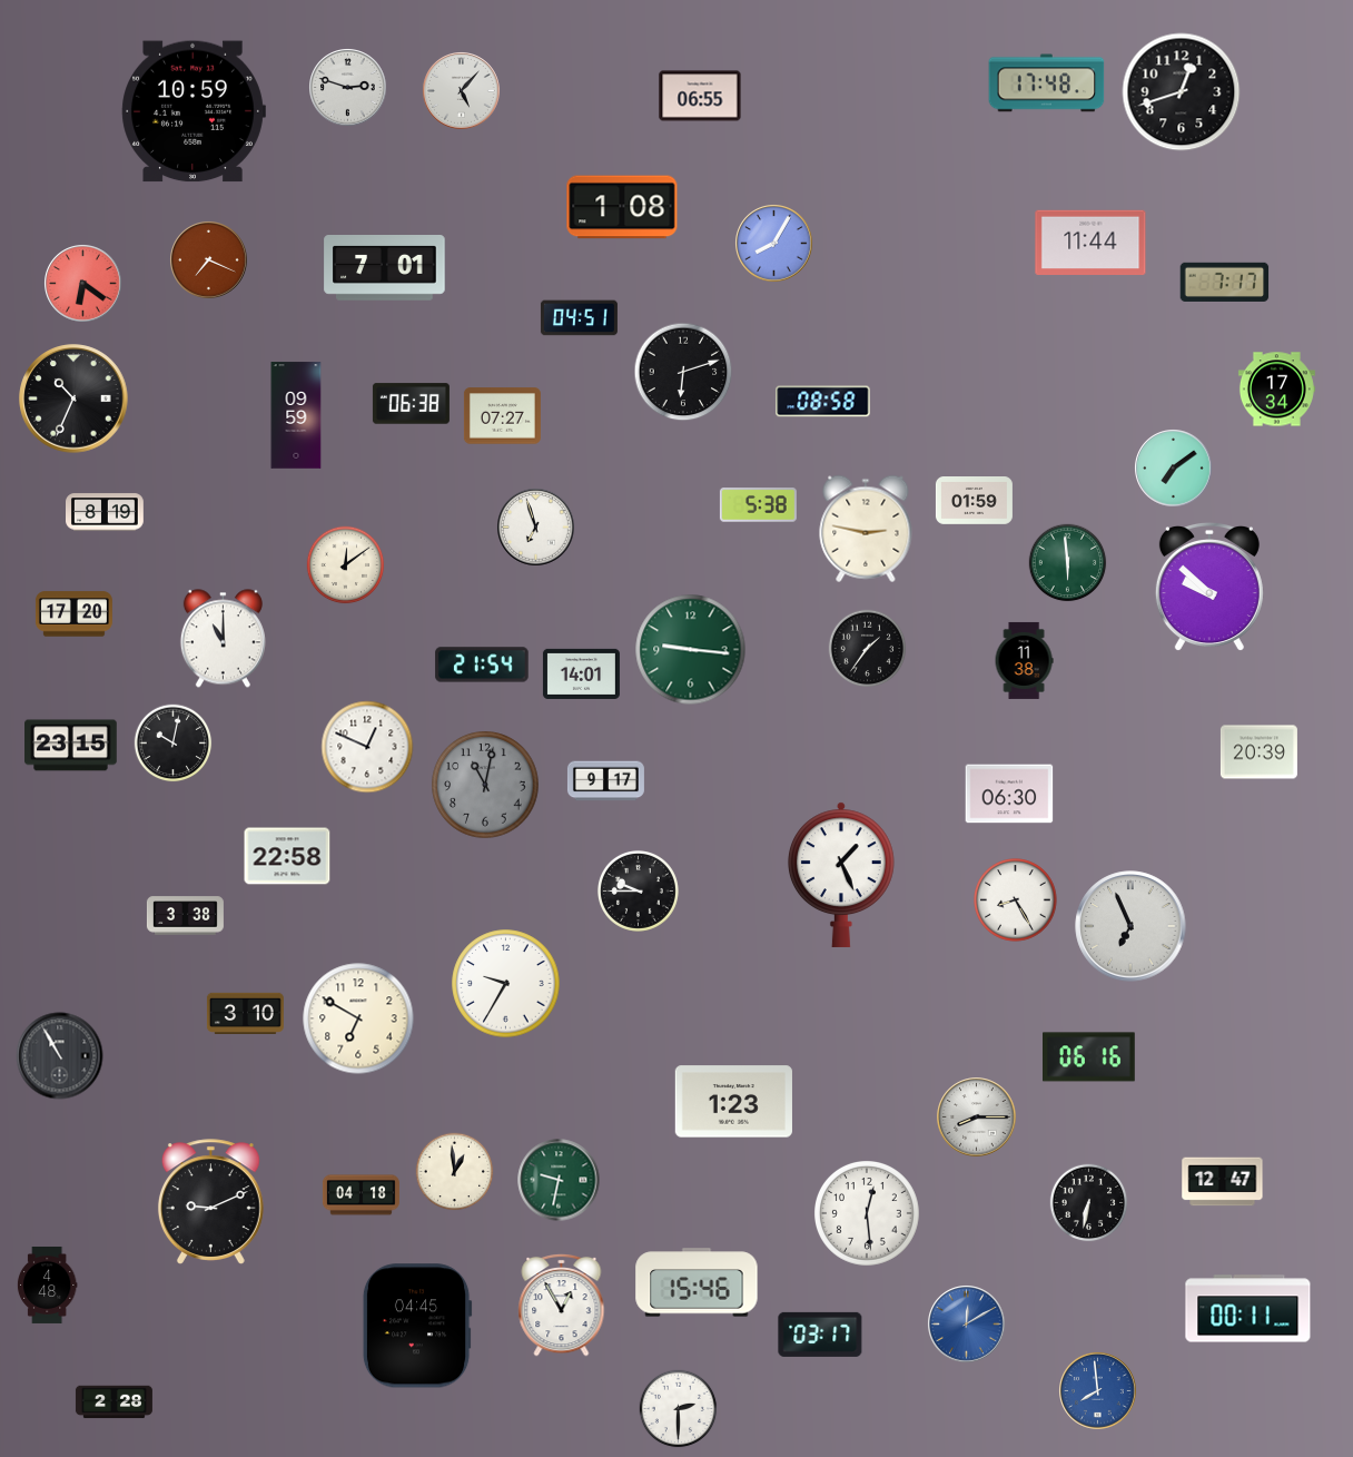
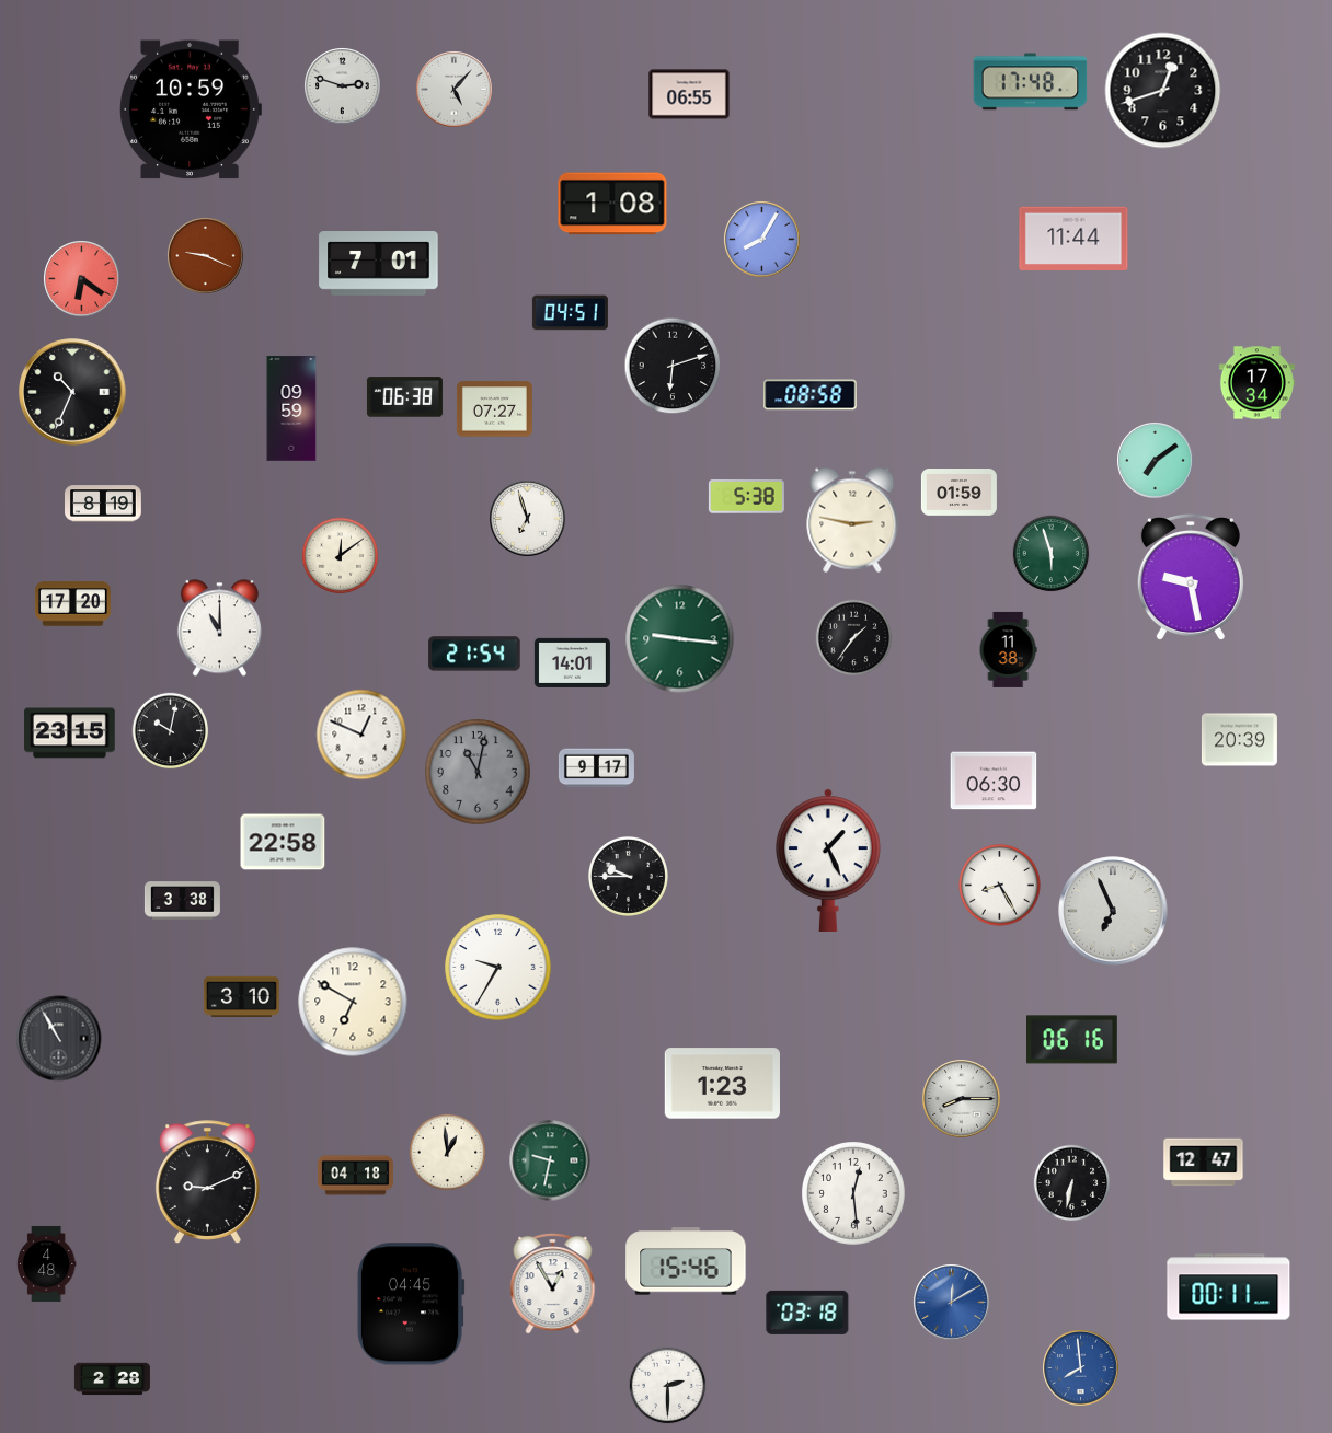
clock at (209, 260): 7:19 -> 9:19
clock at (1225, 282): 7:17 -> none
clock at (1068, 563): 5:59 -> 5:57
clock at (1209, 588): 9:52 -> 9:28
clock at (820, 1335): 03:17 -> 03:18
